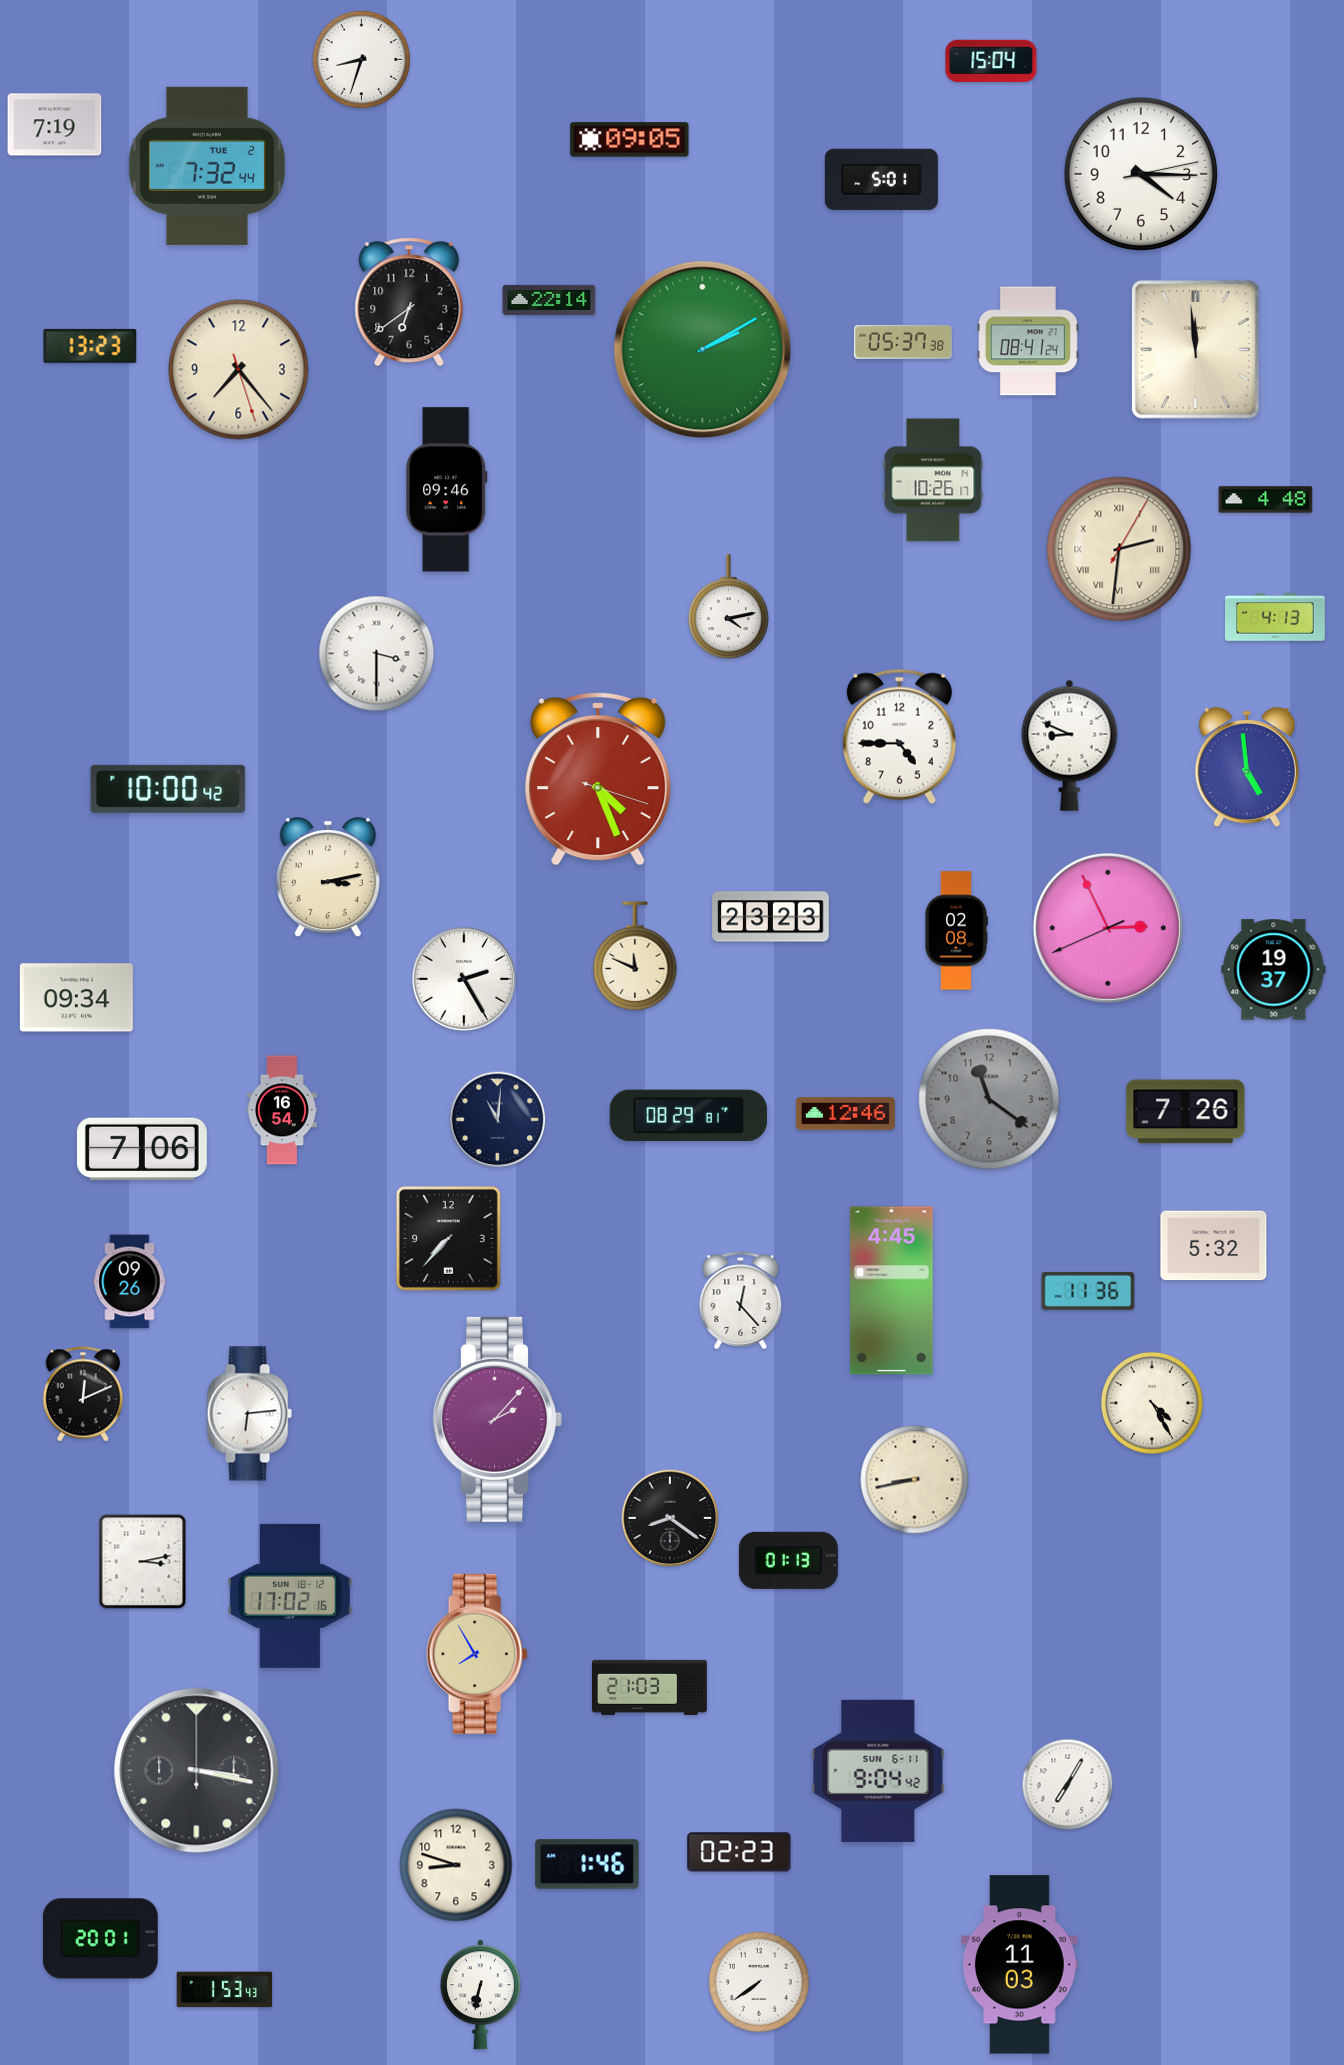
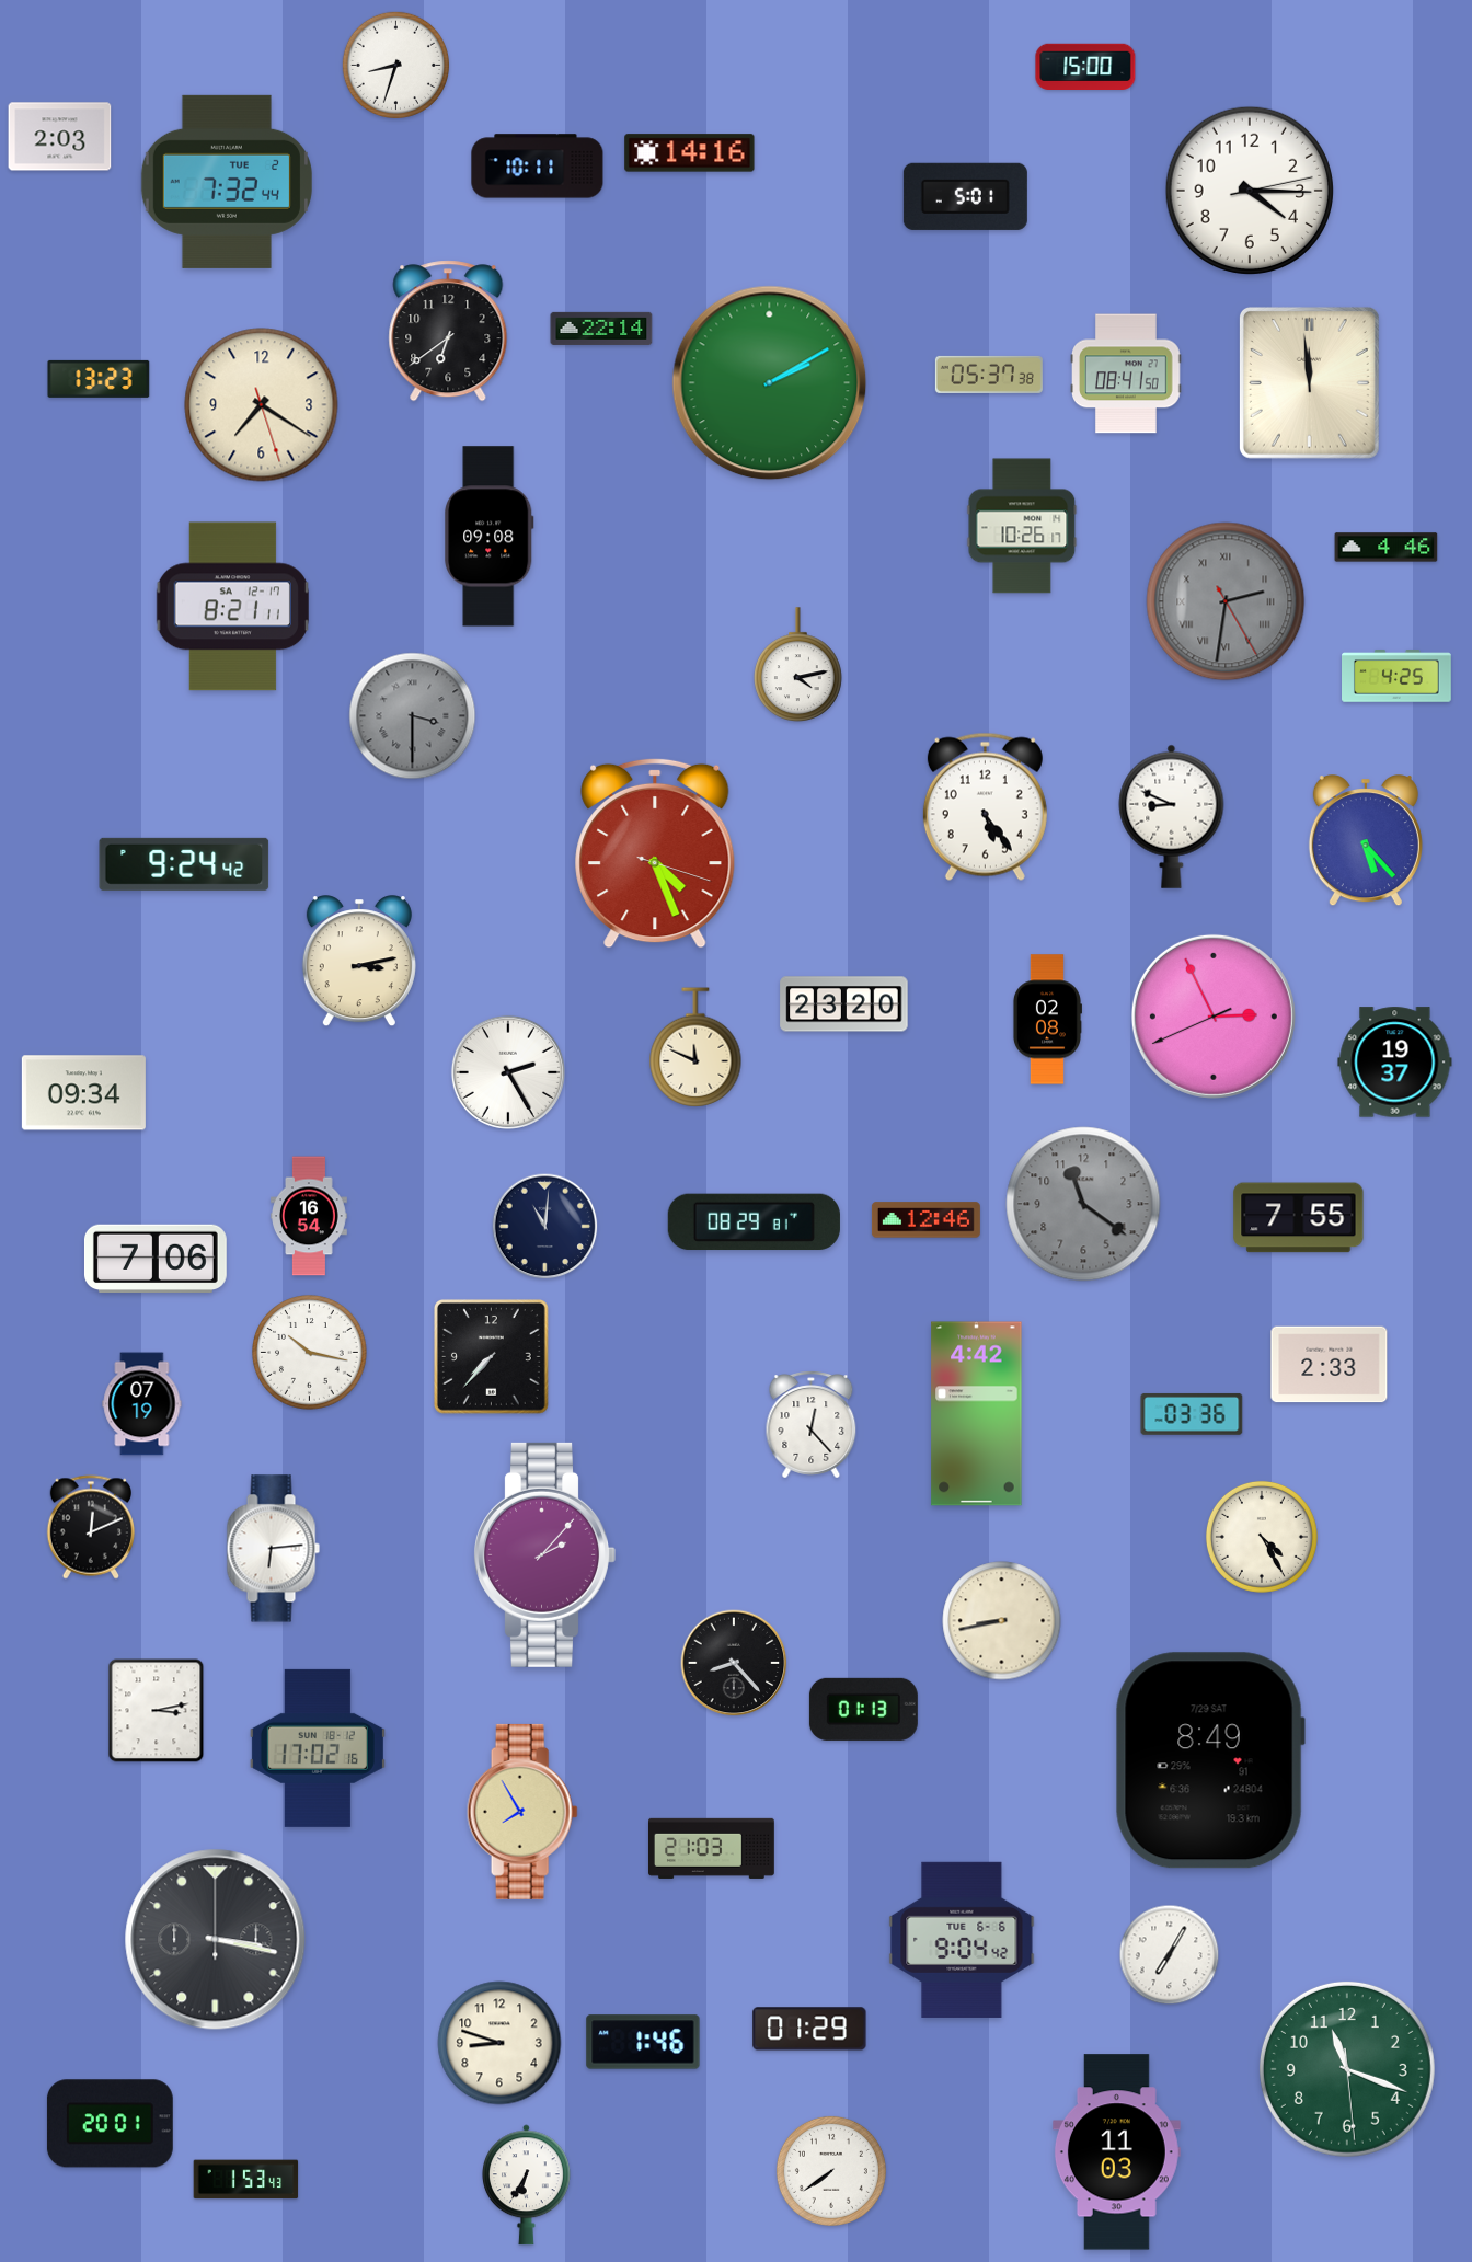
clock at (991, 61): 15:04 -> 15:00
clock at (55, 125): 7:19 -> 2:03
clock at (630, 140): 09:05 -> 14:16
clock at (538, 167): none -> 10:11
clock at (1029, 341): 08:41:24 -> 08:41:50
clock at (239, 370): 7:23 -> 7:20
clock at (447, 490): 09:46 -> 09:08
clock at (1266, 500): 4:48 -> 4:46
clock at (1119, 549): 2:31:05 -> 2:31:25
clock at (1119, 549) dial: cream -> grey
clock at (232, 607): none -> 8:21
clock at (1276, 617): 4:13 -> 4:25
clock at (377, 654) dial: white -> grey
clock at (899, 736): 4:45 -> 5:24
clock at (1247, 768): 4:59 -> 5:23
clock at (168, 789): 10:00 -> 9:24
clock at (771, 917): 23:23 -> 23:20
clock at (1186, 1112): 7:26 -> 7:55
clock at (310, 1353): none -> 10:17
clock at (1214, 1246): 5:32 -> 2:33
clock at (130, 1282): 09:26 -> 07:19
clock at (892, 1291): 4:45 -> 4:42
clock at (1088, 1291): 11:36 -> 03:36
clock at (670, 1518): 8:21 -> 8:23
clock at (1210, 1760): none -> 8:49
clock at (878, 1771) date: SUN 6-11 -> TUE 6-6
clock at (739, 1852): 02:23 -> 01:29
clock at (1347, 2069): none -> 11:18
clock at (480, 1995): 6:32 -> 6:35
